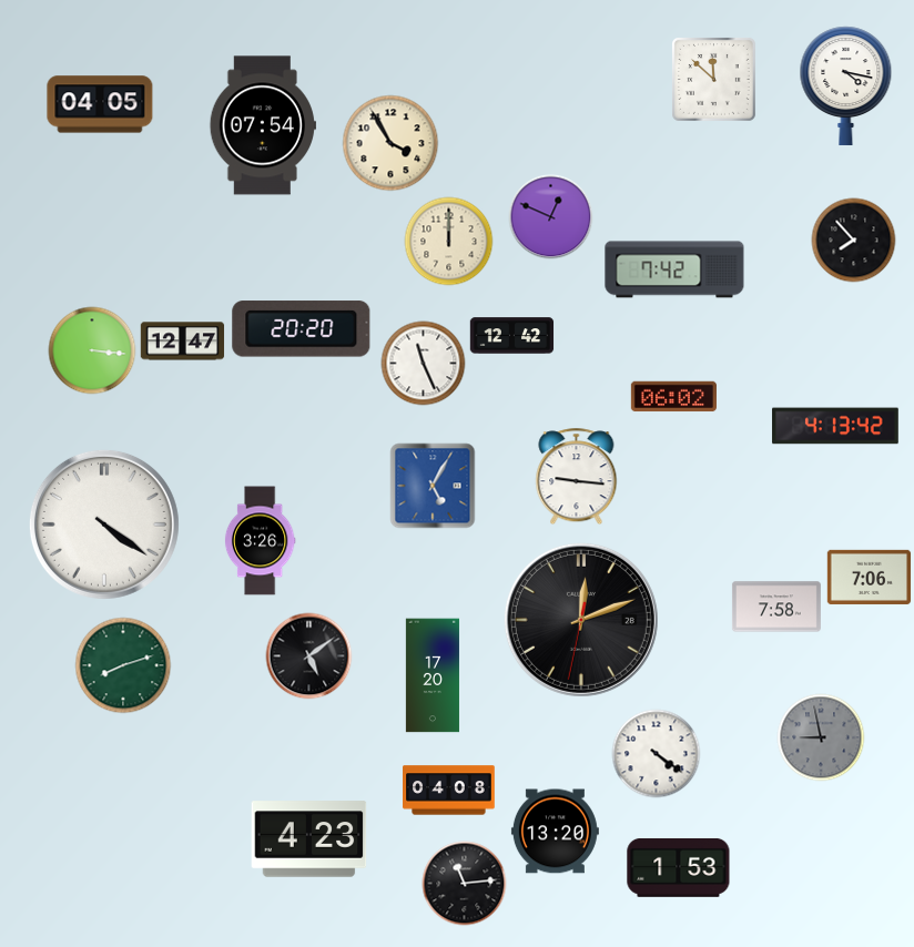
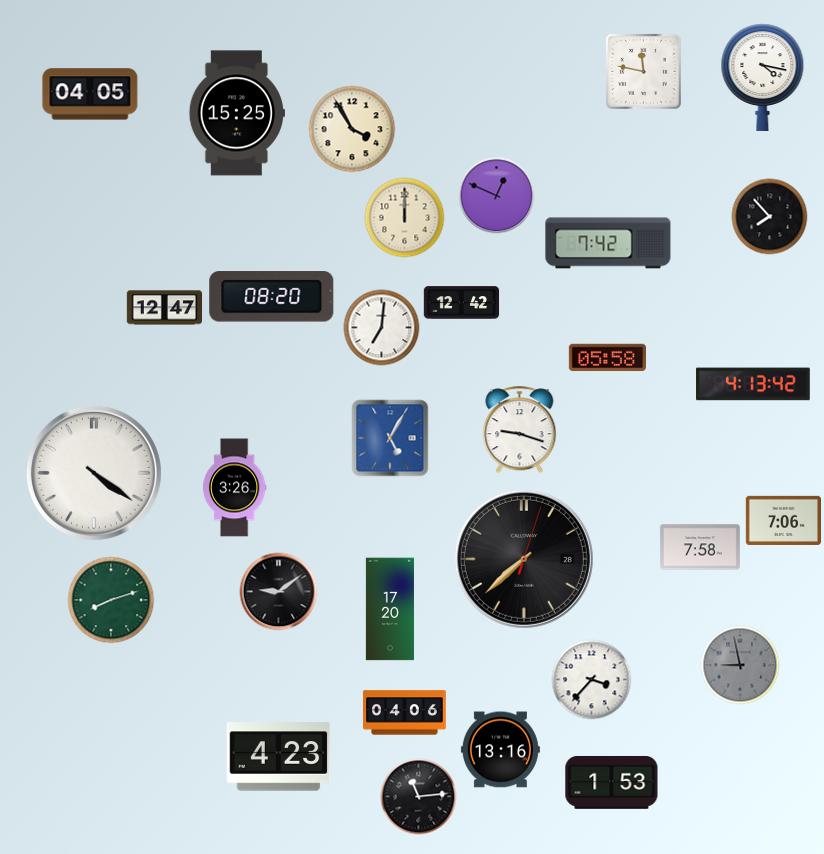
clock at (713, 79): 11:52 -> 11:47
clock at (263, 125): 07:54 -> 15:25
clock at (302, 329): 20:20 -> 08:20
clock at (92, 350): 3:16 -> none
clock at (424, 364): 11:26 -> 7:01
clock at (673, 397): 06:02 -> 05:58
clock at (577, 477): 9:16 -> 9:18
clock at (581, 620): 12:11 -> 7:38
clock at (309, 656): 5:09 -> 9:09
clock at (657, 754): 4:21 -> 3:37
clock at (449, 791): 04:08 -> 04:06
clock at (555, 832): 13:20 -> 13:16
